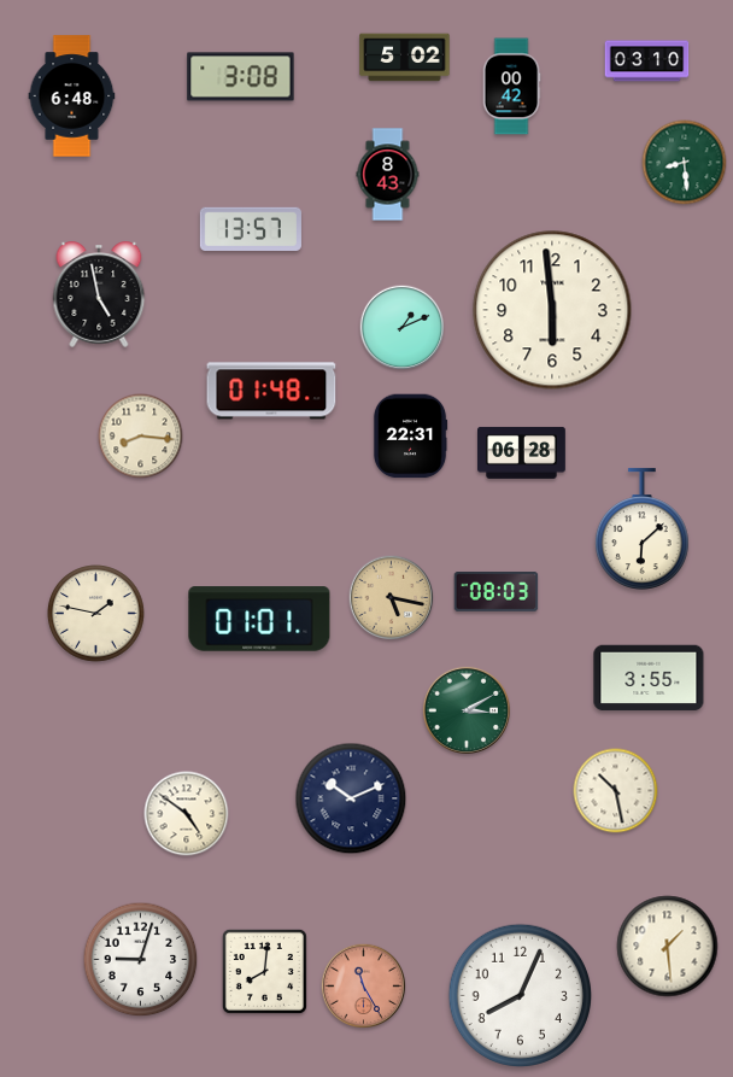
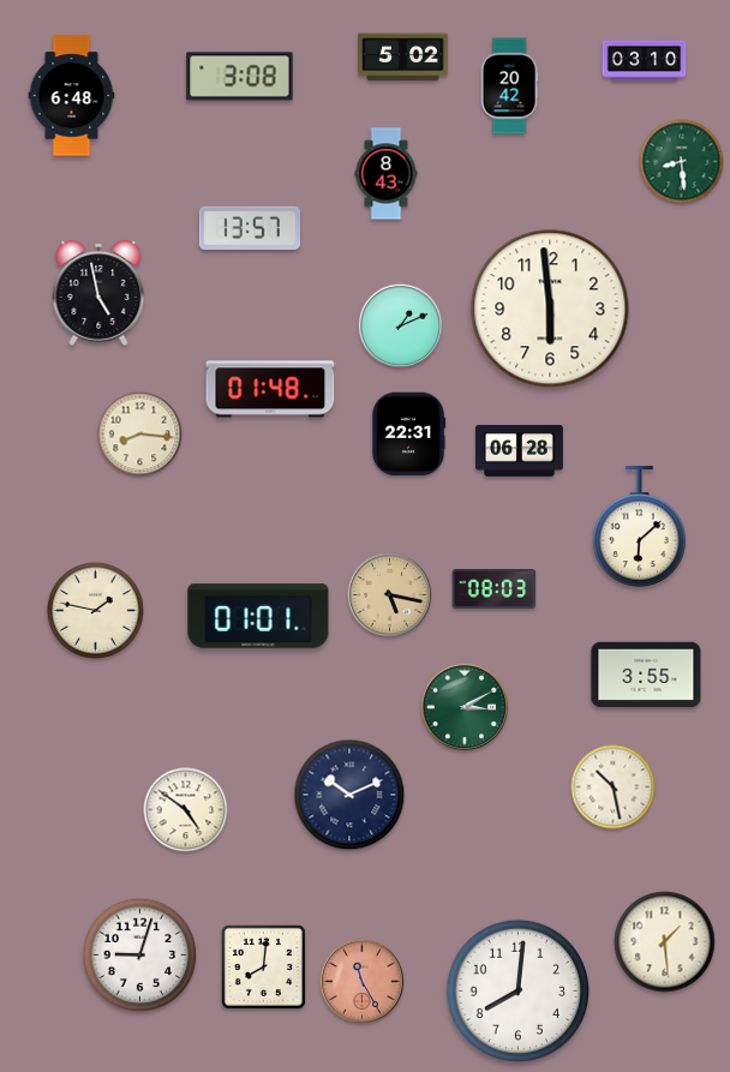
clock at (511, 87): 00:42 -> 20:42
clock at (520, 995): 8:04 -> 8:01
